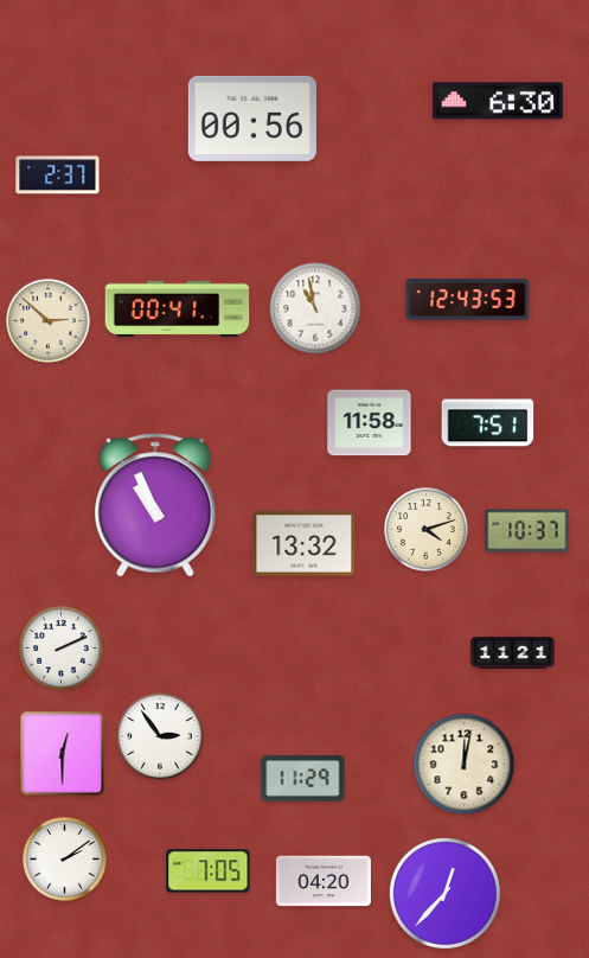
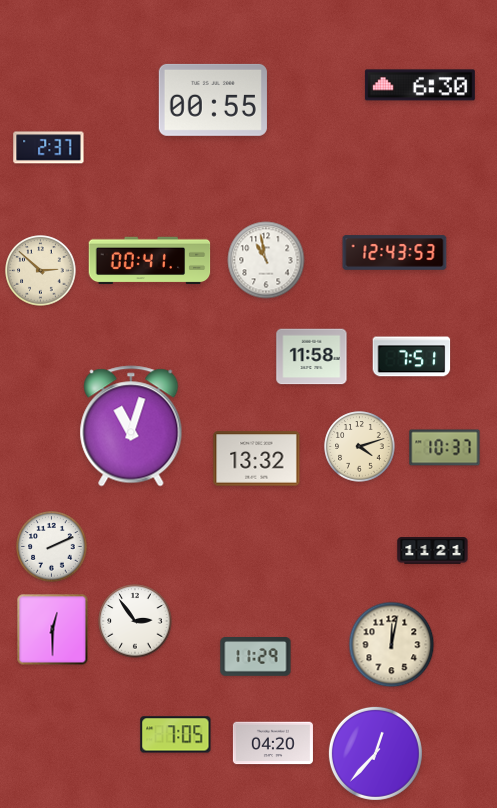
clock at (252, 119): 00:56 -> 00:55
clock at (155, 505): 10:56 -> 11:03
clock at (63, 754) position: (63, 754) -> (53, 630)
clock at (65, 860): 2:09 -> none
